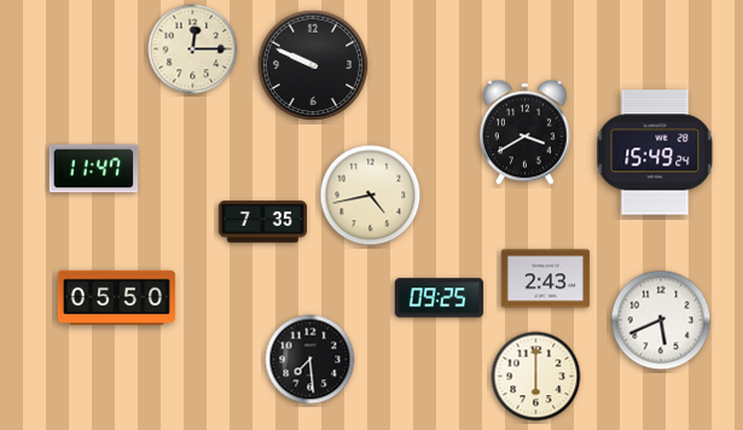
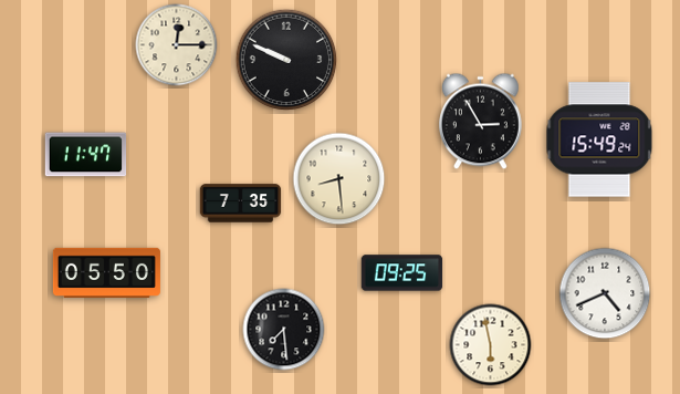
clock at (526, 133): 3:40 -> 2:55
clock at (371, 196): 4:43 -> 8:29
clock at (546, 279): 2:43 -> none
clock at (661, 320): 5:41 -> 4:41
clock at (536, 377): 6:00 -> 5:58
